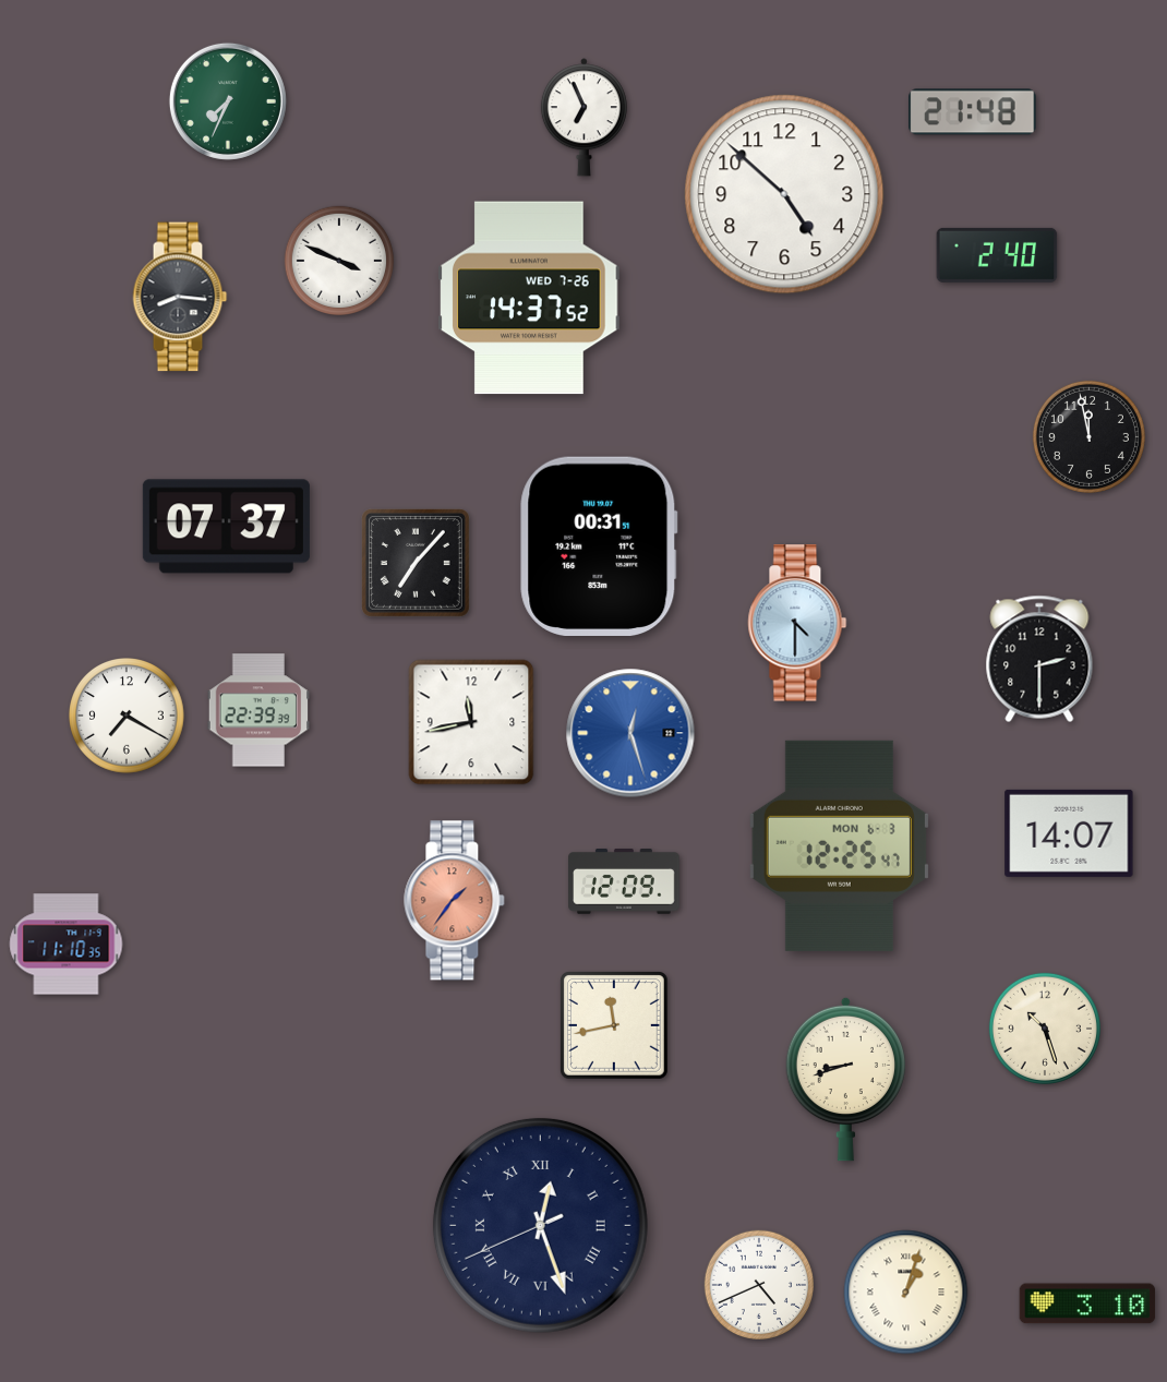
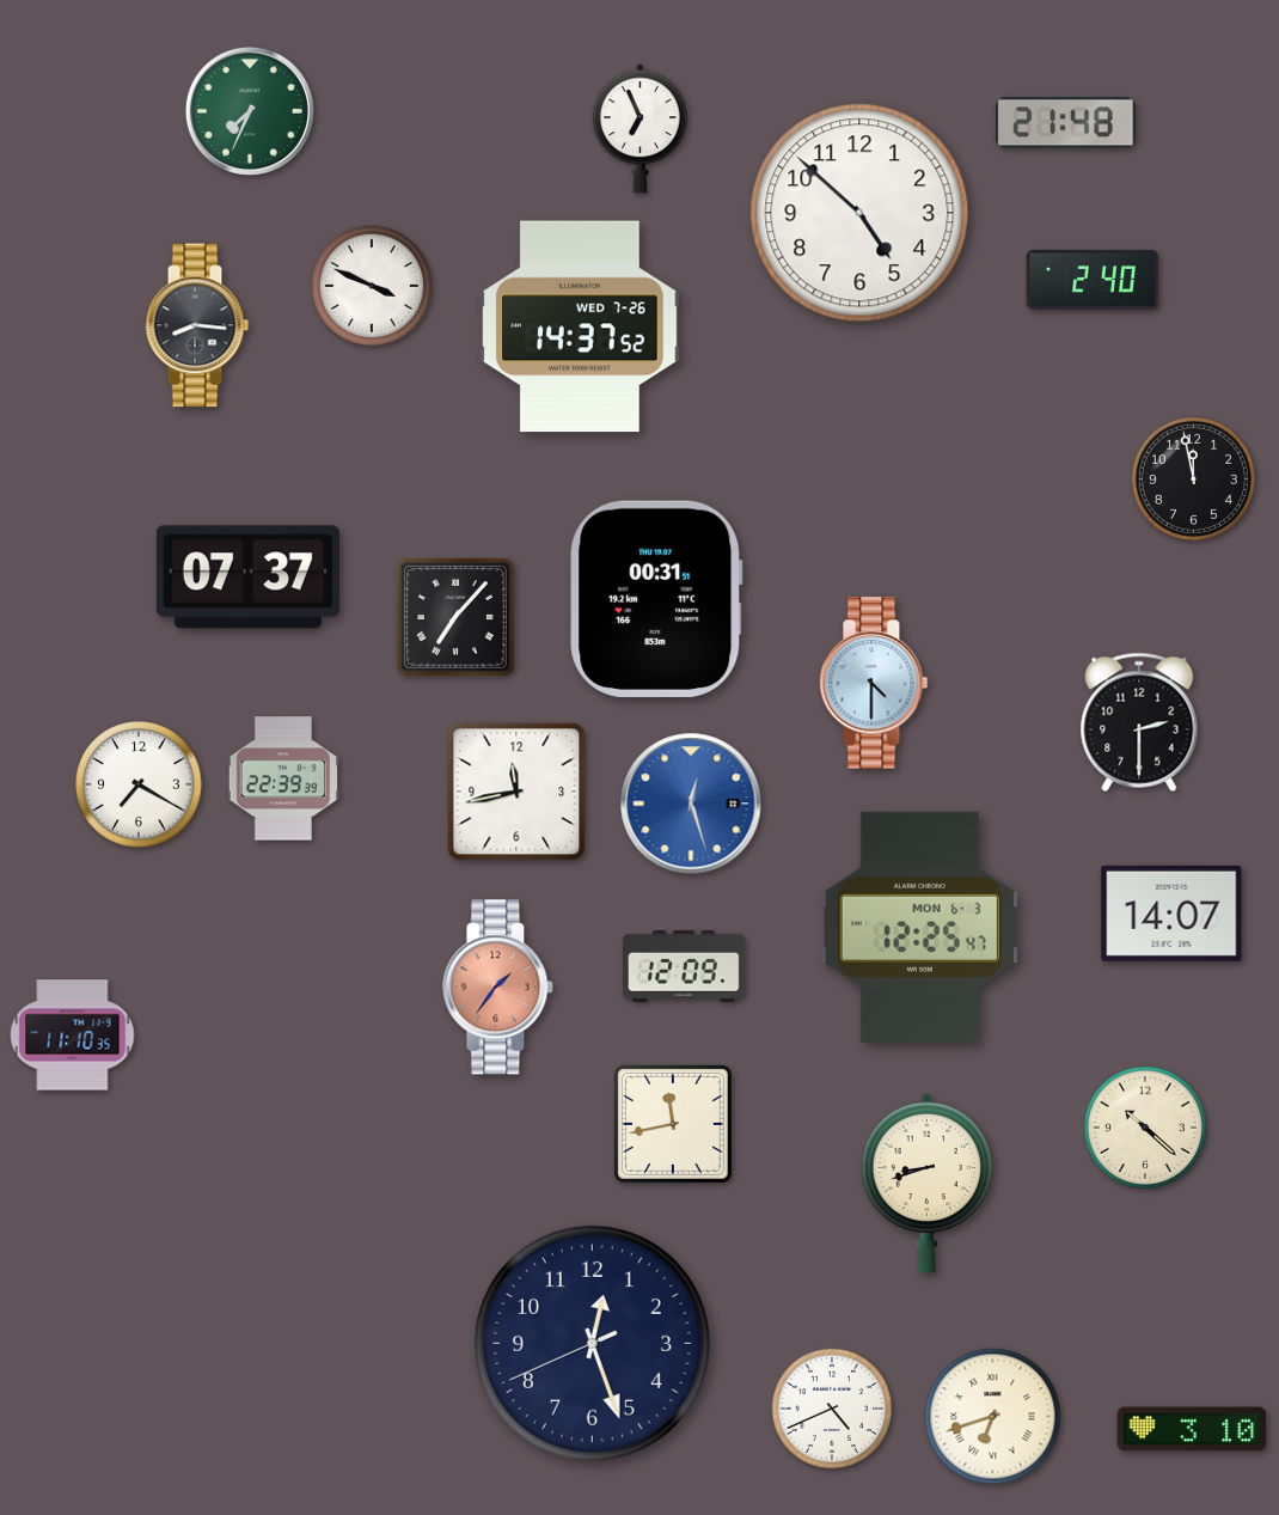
clock at (1045, 1029): 10:27 -> 10:22
clock at (540, 1225) numerals: Roman -> Arabic
clock at (906, 1293): 1:03 -> 6:42
